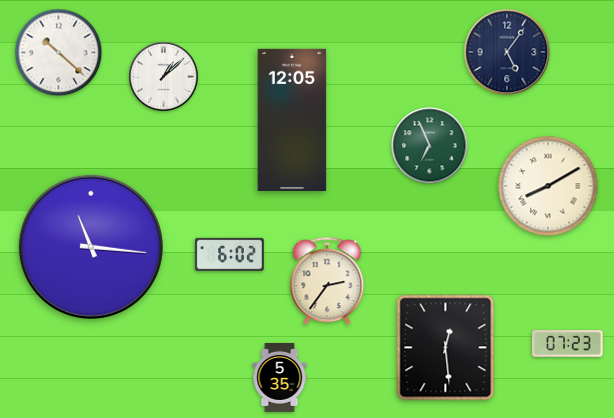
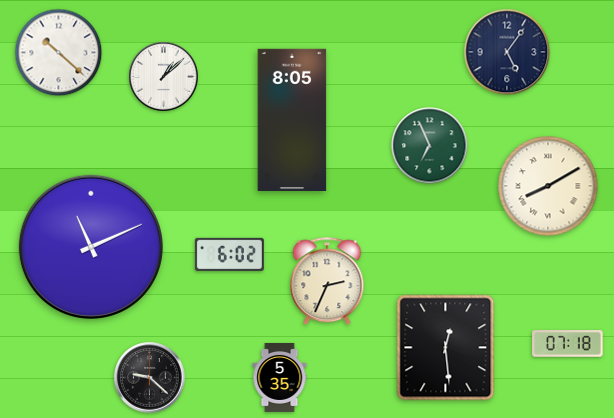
clock at (292, 119): 12:05 -> 8:05
clock at (91, 247): 11:16 -> 11:11
clock at (327, 282): 2:36 -> 2:34
clock at (568, 344): 07:23 -> 07:18
clock at (150, 378): none -> 9:22
